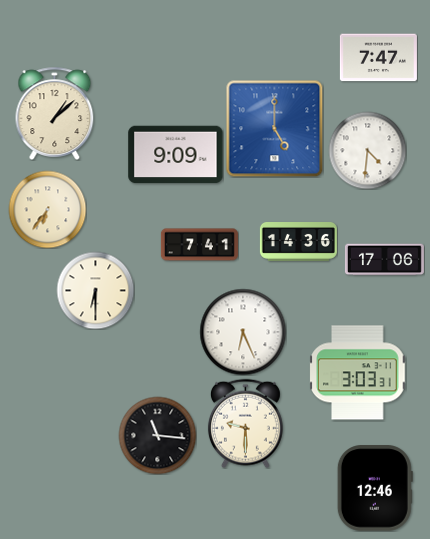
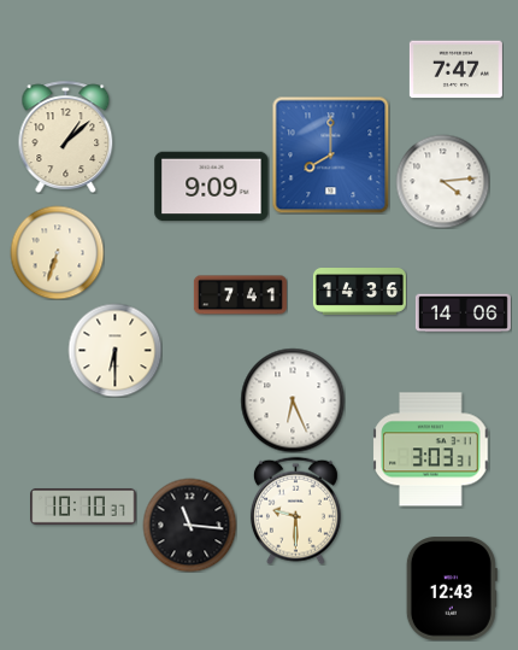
clock at (274, 128): 5:00 -> 8:00
clock at (367, 150): 4:31 -> 4:14
clock at (47, 209): 6:36 -> 6:33
clock at (384, 260): 17:06 -> 14:06
clock at (83, 506): none -> 10:10
clock at (375, 488): 12:46 -> 12:43
